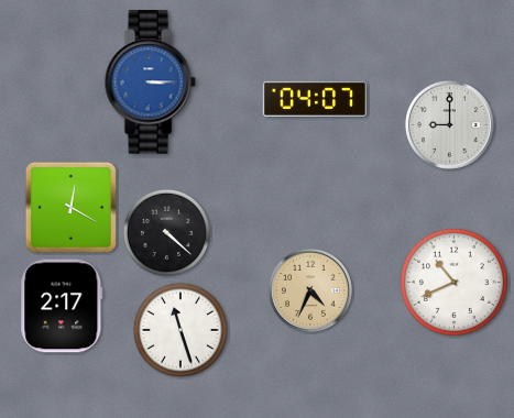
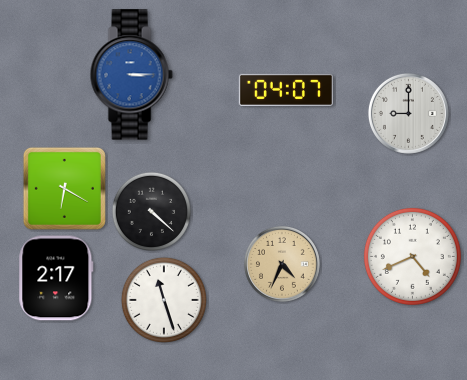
clock at (150, 82) position: (150, 82) -> (131, 75)
clock at (70, 207): 12:20 -> 6:20
clock at (453, 282): 10:41 -> 4:41
